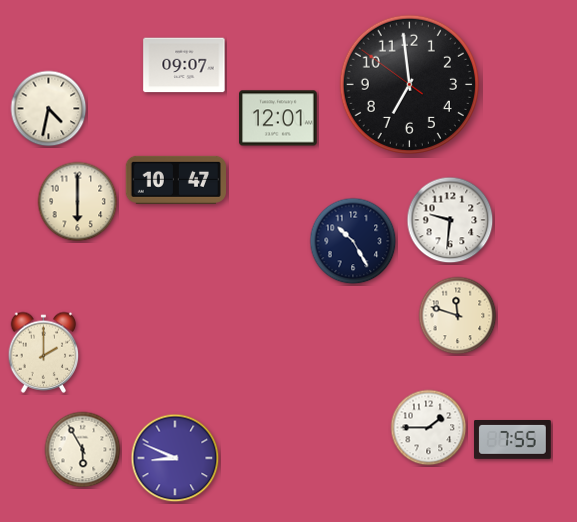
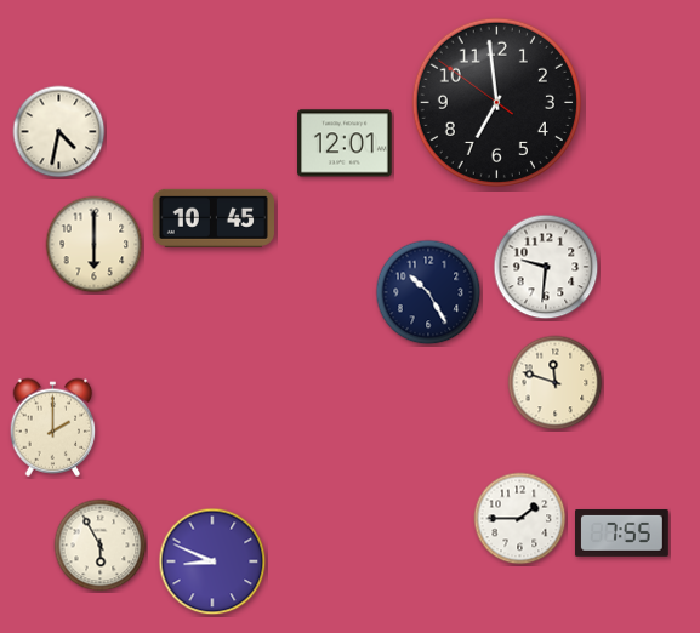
clock at (184, 65): 09:07 -> none
clock at (278, 118) position: (278, 118) -> (345, 143)
clock at (175, 180): 10:47 -> 10:45
clock at (175, 458) position: (175, 458) -> (212, 561)
